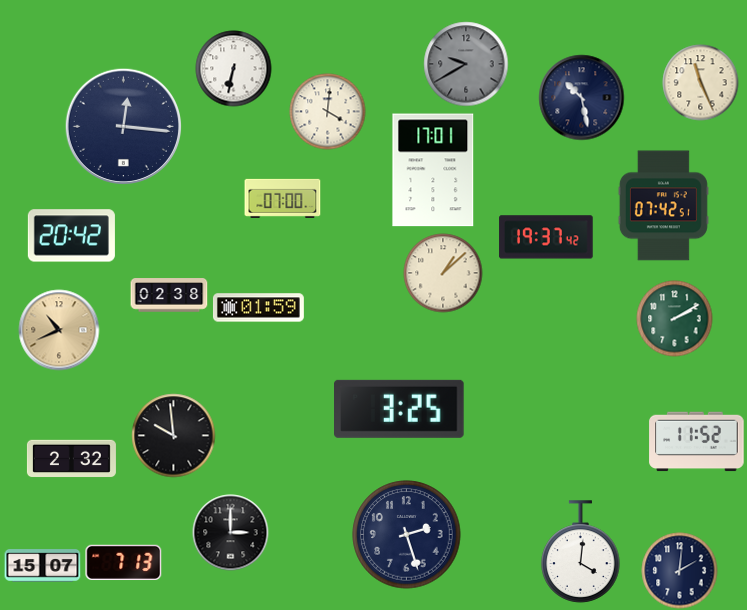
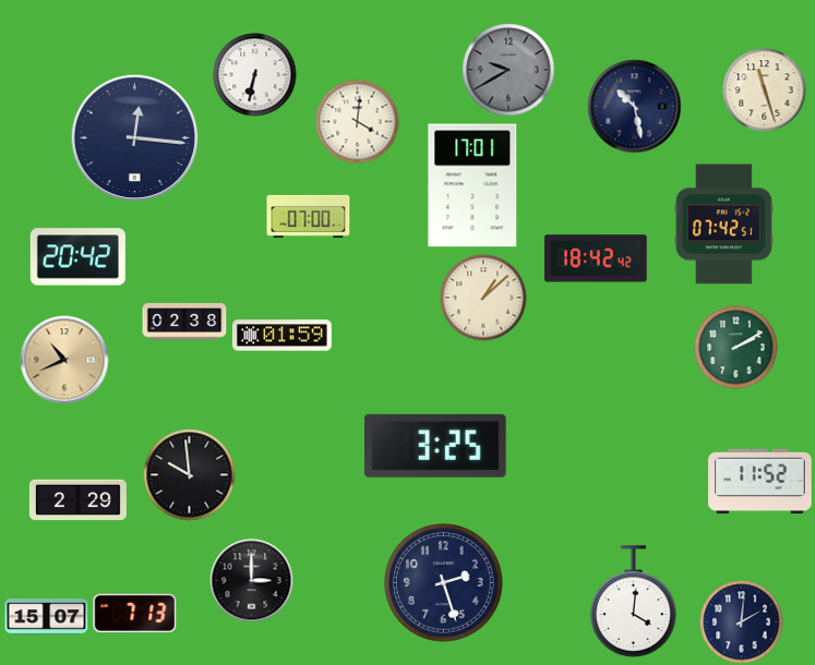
clock at (701, 83): 11:26 -> 11:27
clock at (546, 237): 19:37 -> 18:42
clock at (71, 459): 2:32 -> 2:29
